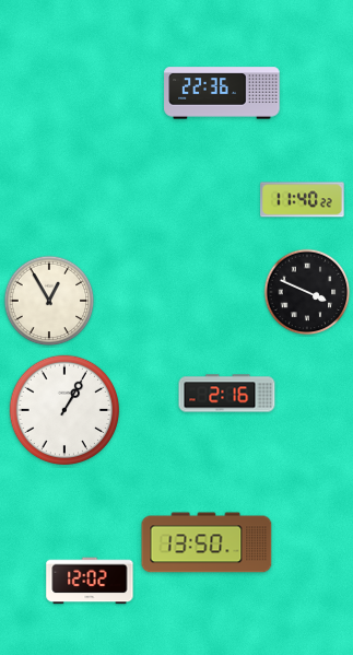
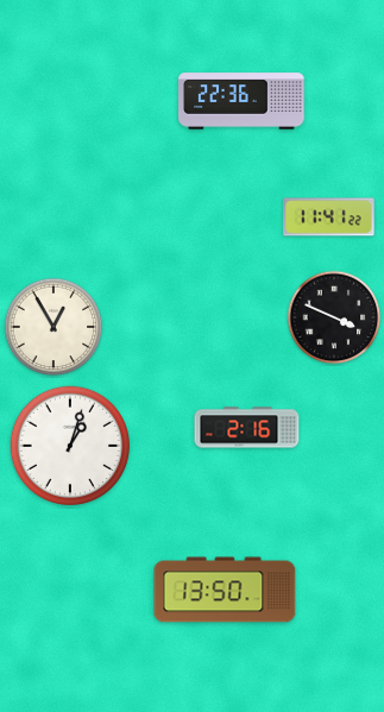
clock at (303, 200): 11:40 -> 11:41
clock at (64, 410): 1:05 -> 1:03
clock at (90, 581): 12:02 -> none
